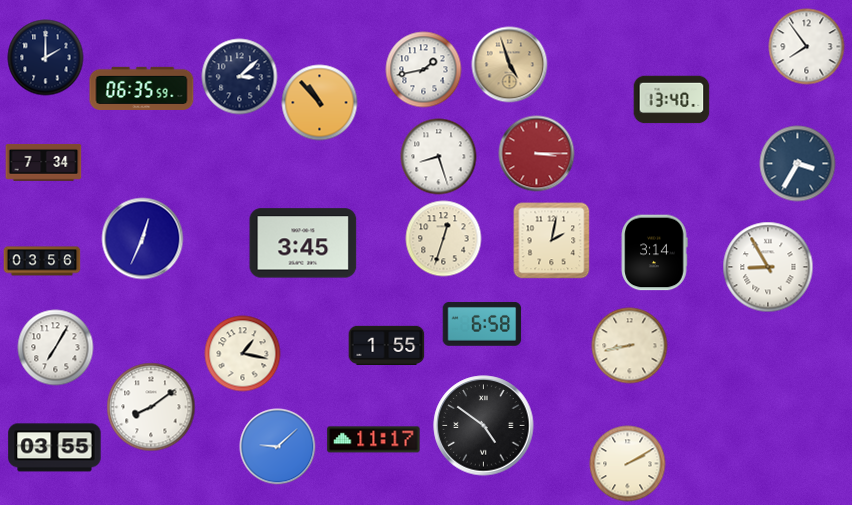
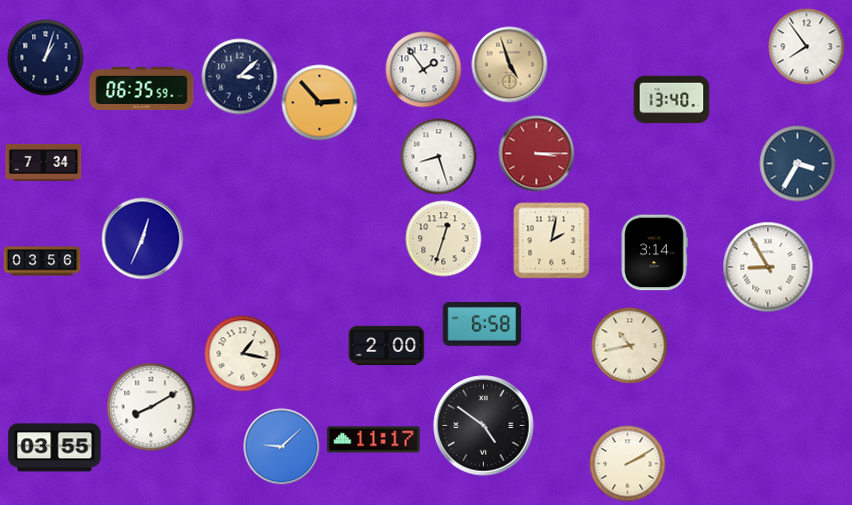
clock at (46, 58): 2:00 -> 1:03
clock at (424, 70): 1:43 -> 1:54
clock at (320, 103): 10:53 -> 2:53
clock at (303, 243): 3:45 -> none
clock at (387, 345): 1:55 -> 2:00
clock at (630, 346): 8:43 -> 10:43
clock at (56, 348): 7:05 -> none
clock at (151, 407): 8:09 -> 8:10
clock at (278, 447) position: (278, 447) -> (282, 447)
